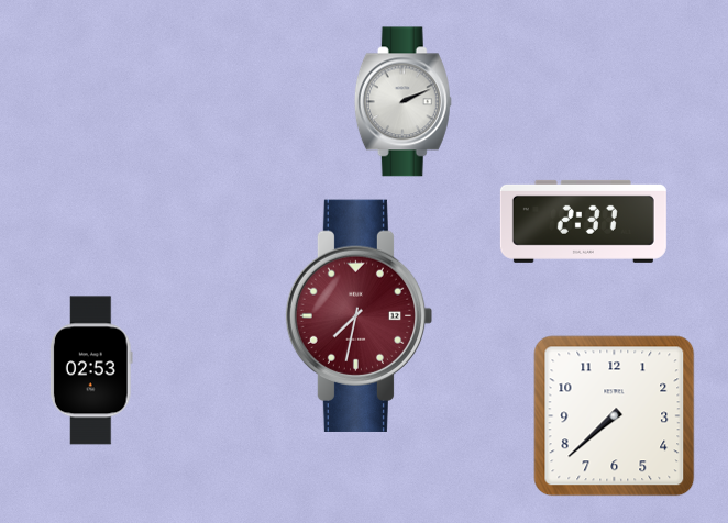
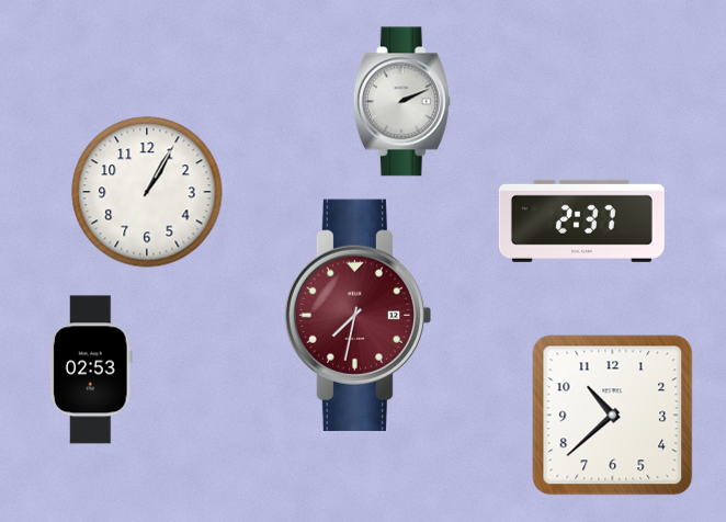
clock at (147, 192): none -> 1:05
clock at (615, 416): 7:38 -> 10:38
